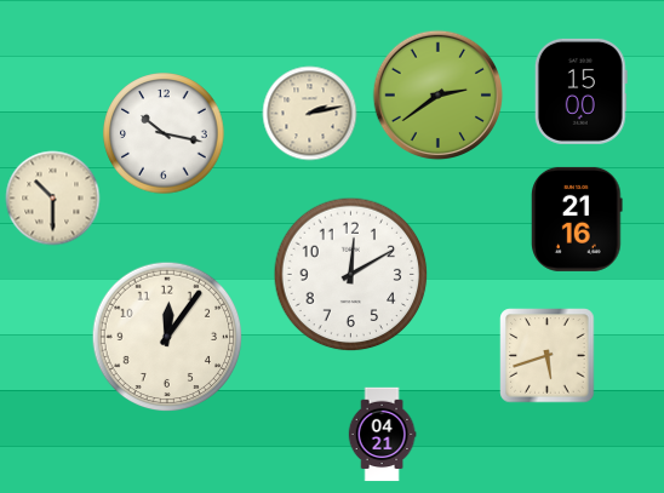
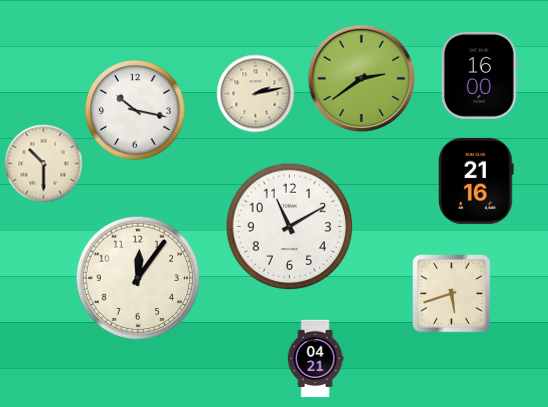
clock at (580, 91): 15:00 -> 16:00
clock at (350, 274): 12:10 -> 11:10
